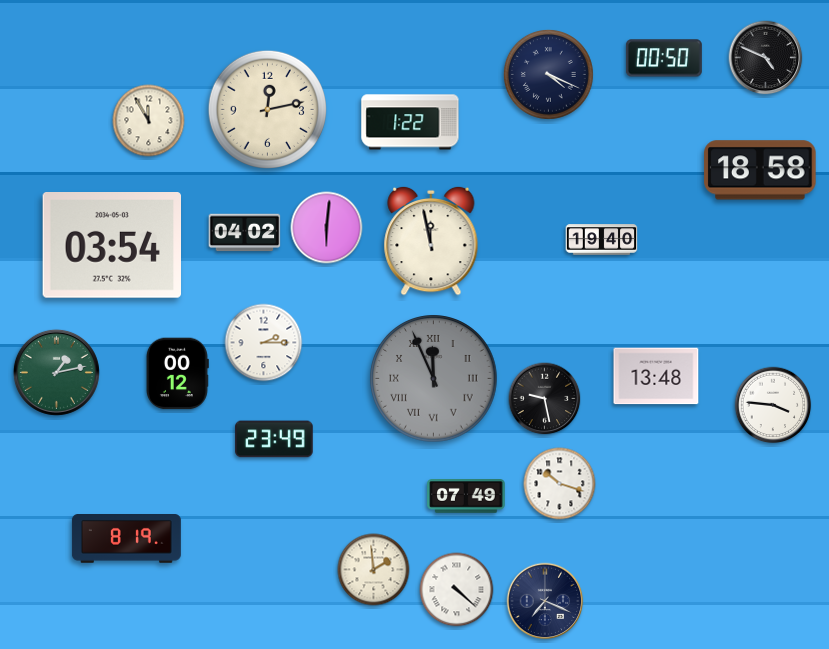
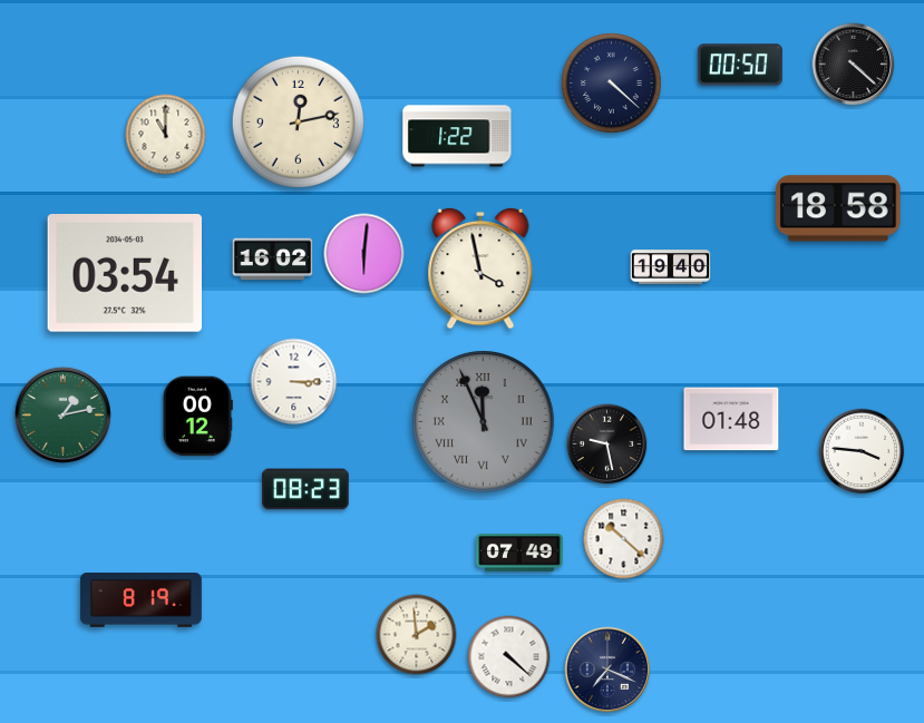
clock at (766, 58): 4:49 -> 4:22
clock at (549, 75): 4:19 -> 4:22
clock at (149, 121): 11:55 -> 11:00
clock at (760, 170) position: (760, 170) -> (838, 208)
clock at (245, 233): 04:02 -> 16:02
clock at (431, 241): 11:58 -> 3:58
clock at (264, 343): 2:15 -> 3:15
clock at (656, 376): 13:48 -> 01:48
clock at (274, 439): 23:49 -> 08:23
clock at (560, 484): 10:18 -> 10:22
